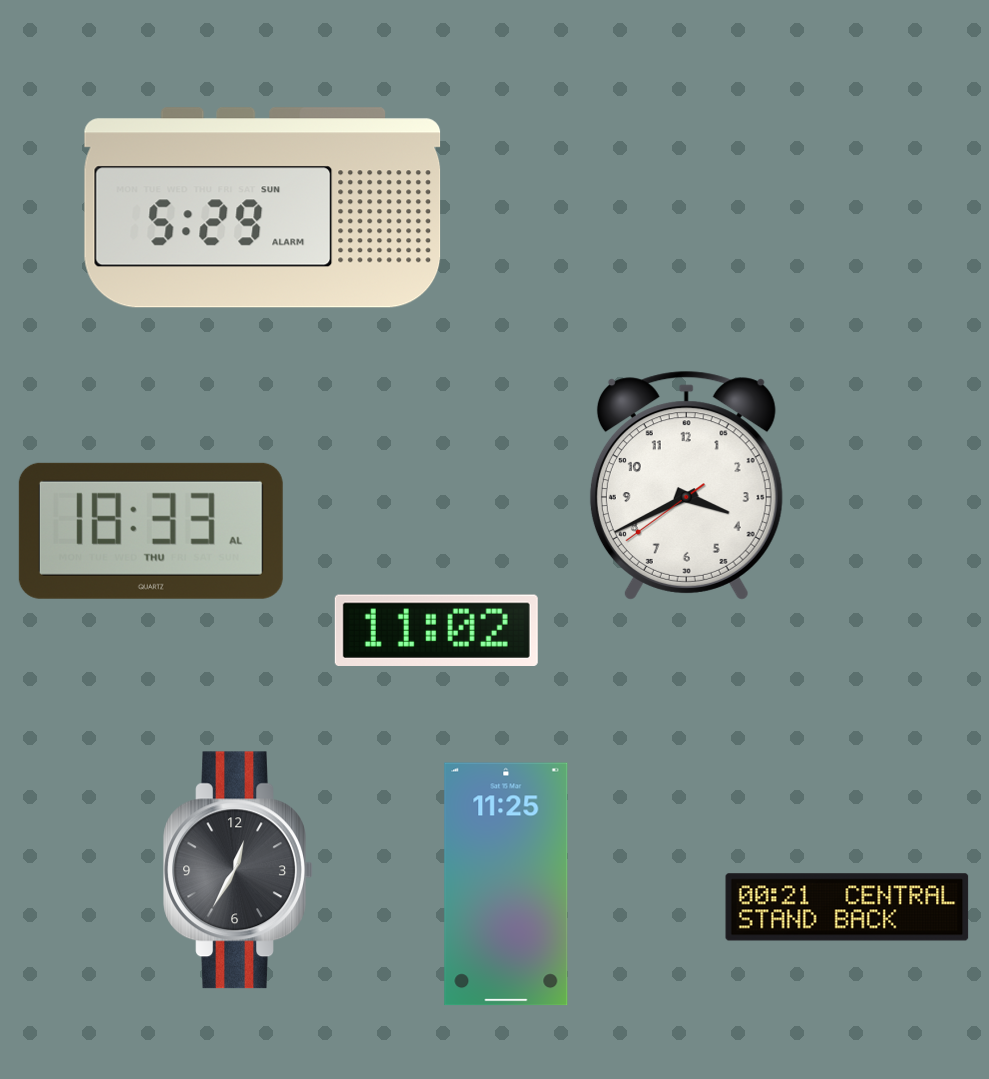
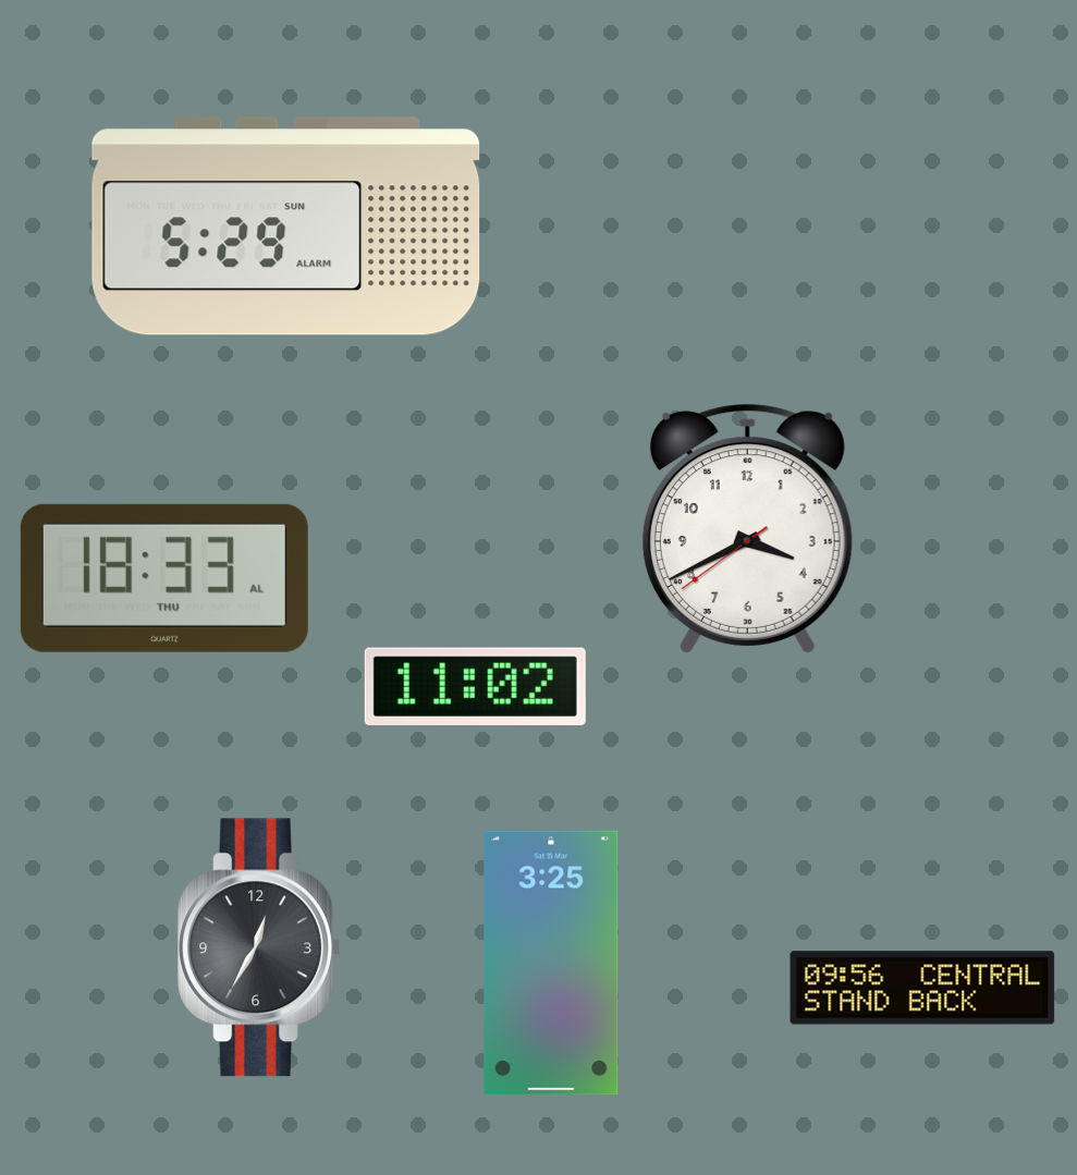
clock at (506, 884): 11:25 -> 3:25
clock at (847, 907): 00:21 -> 09:56
